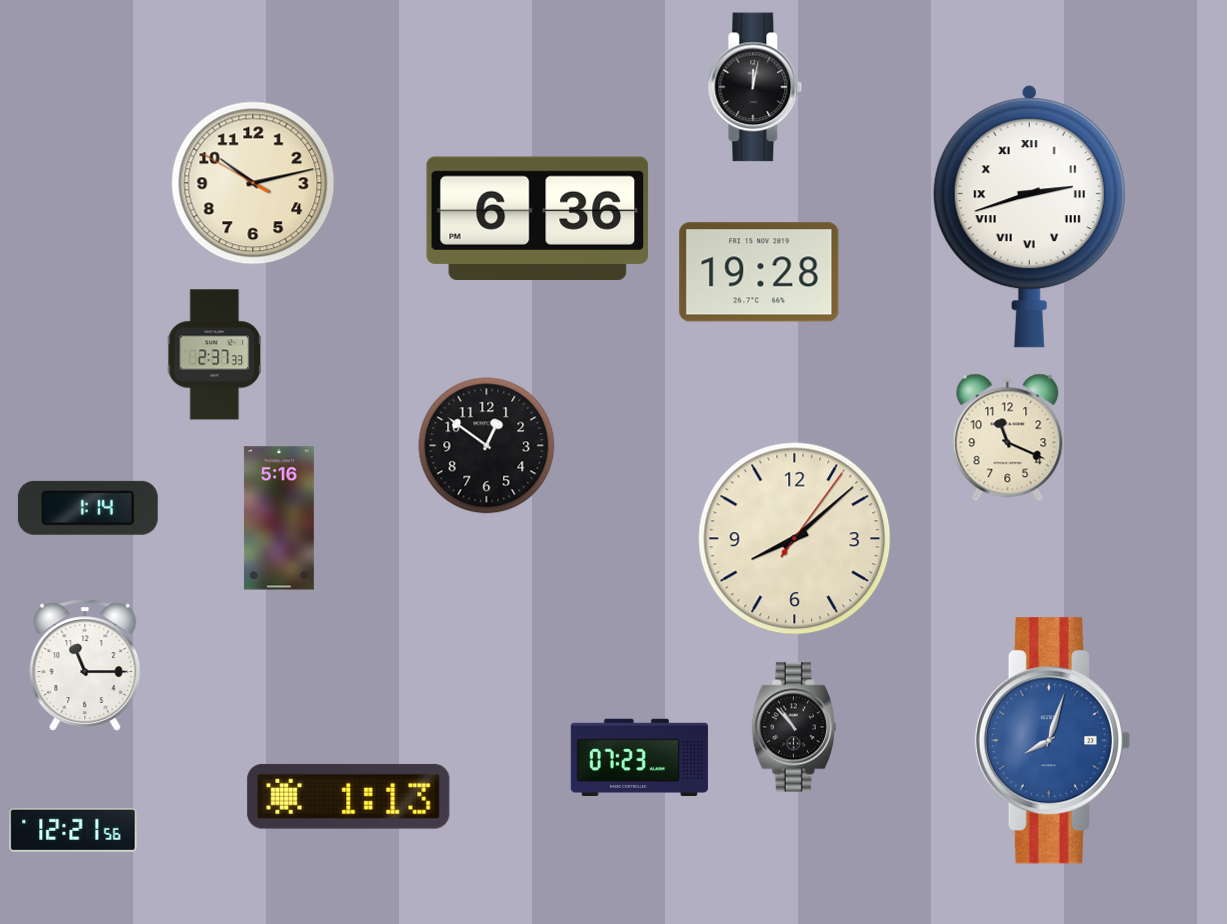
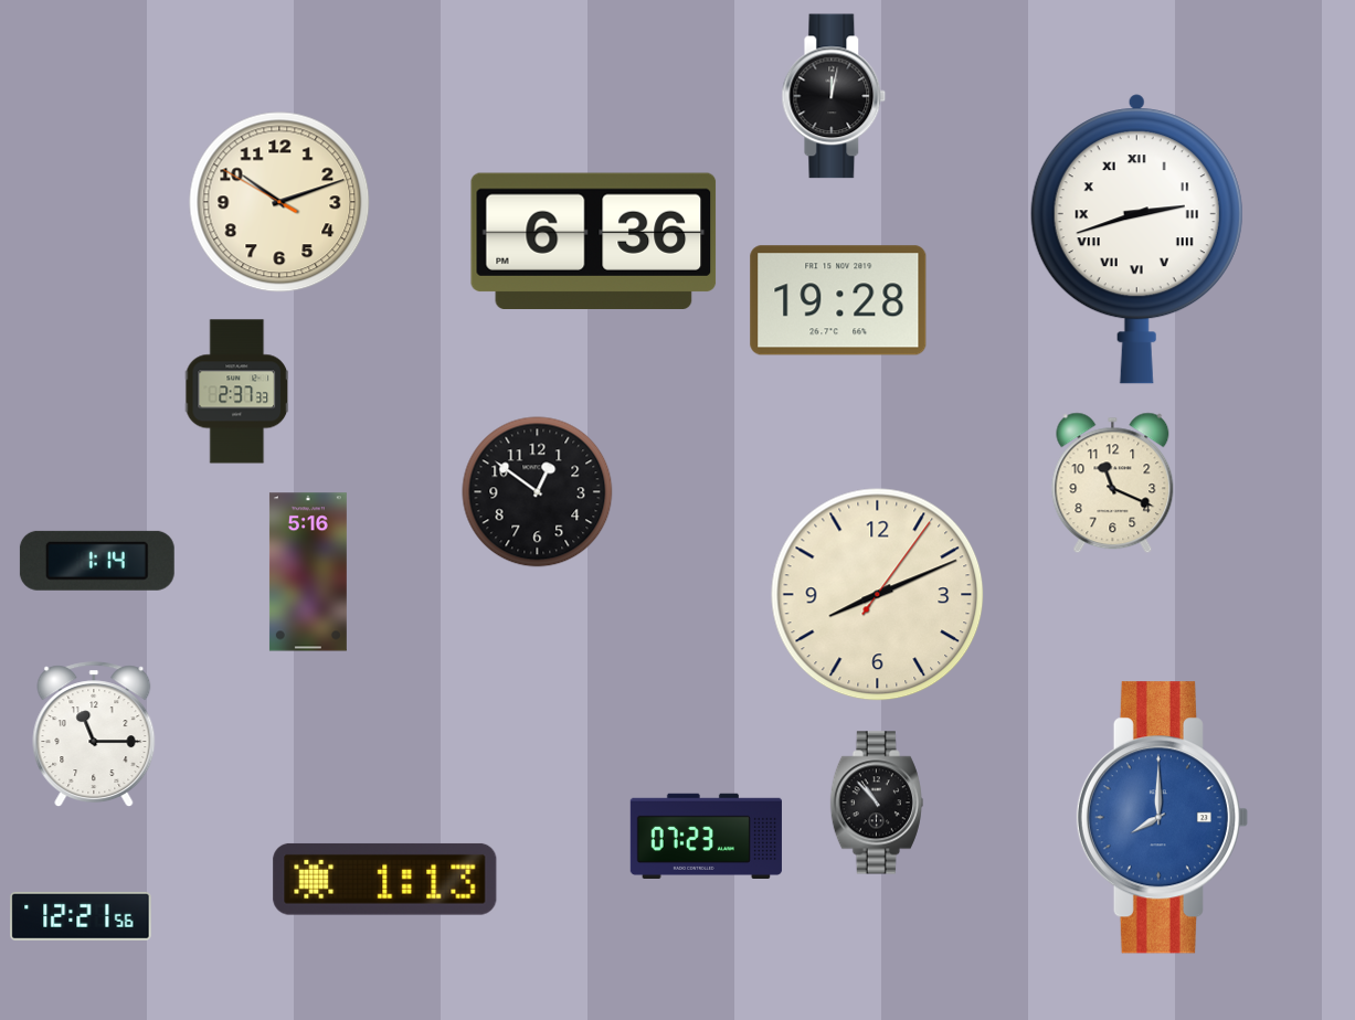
clock at (253, 183): 10:12 -> 10:11
clock at (795, 539): 8:08 -> 8:11
clock at (1052, 741): 8:03 -> 8:00
